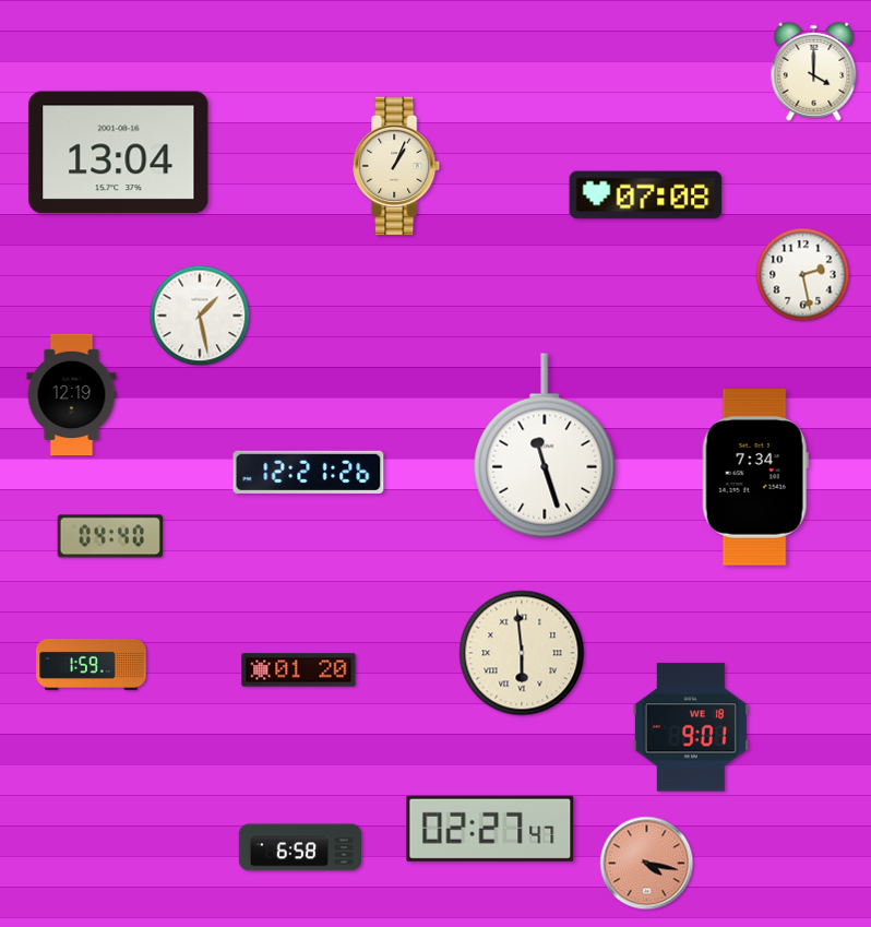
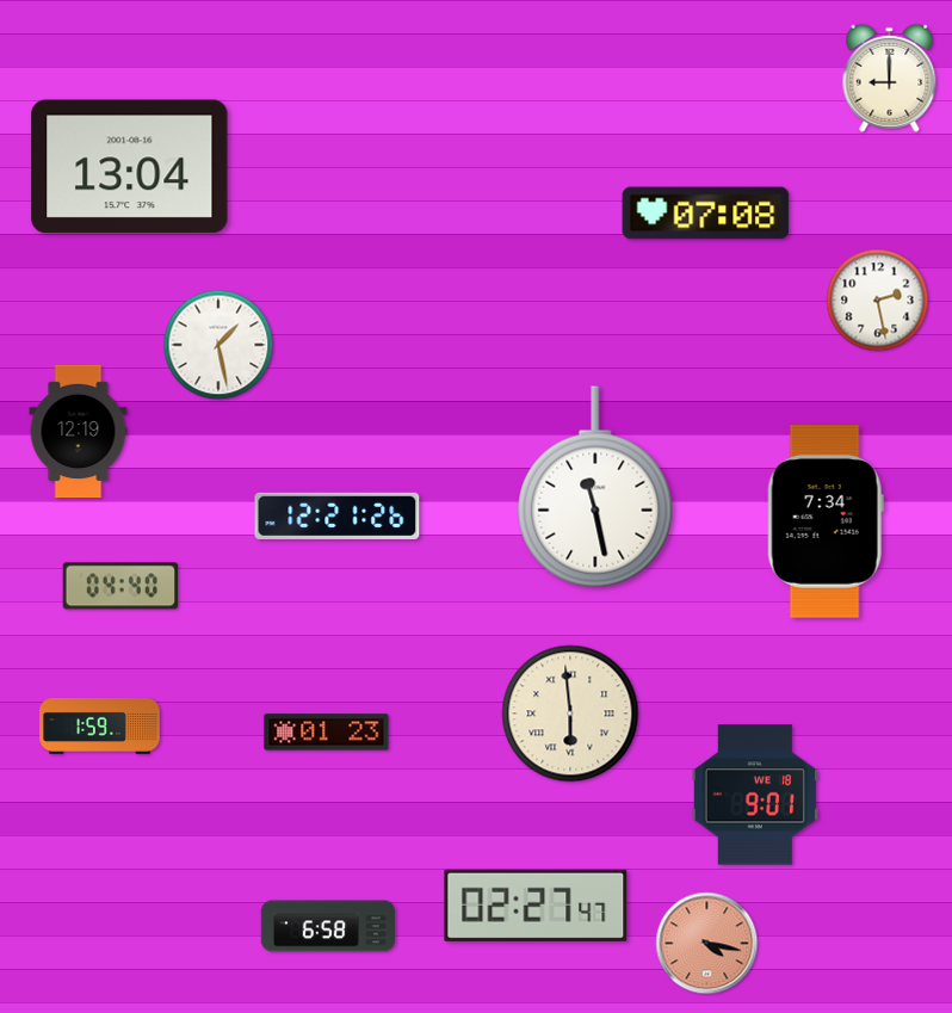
clock at (814, 71): 4:00 -> 9:00
clock at (397, 166): 1:04 -> none
clock at (545, 445): 11:27 -> 11:28
clock at (299, 670): 01:20 -> 01:23
